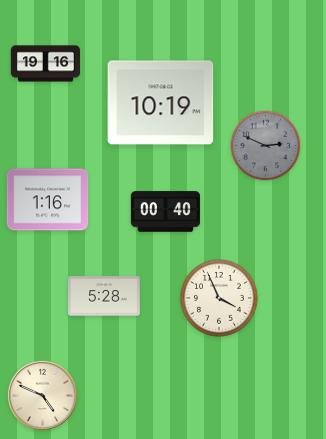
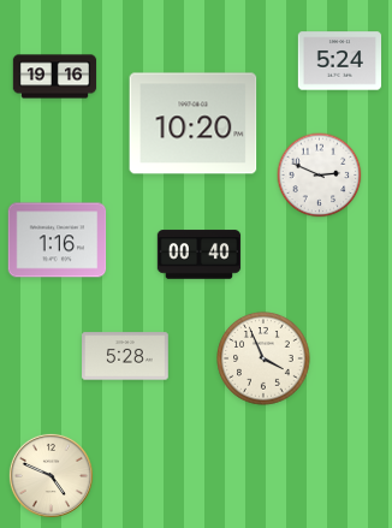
clock at (340, 61): none -> 5:24
clock at (161, 103): 10:19 -> 10:20
clock at (266, 146) dial: grey -> white
